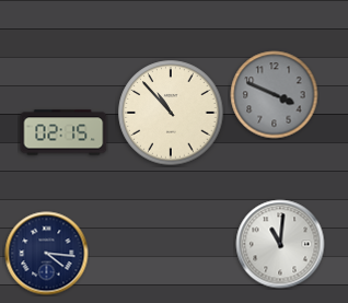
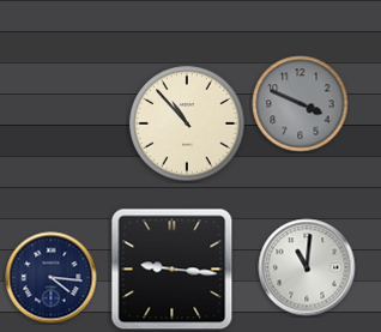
clock at (63, 132): 02:15 -> none
clock at (173, 270): none -> 9:16
